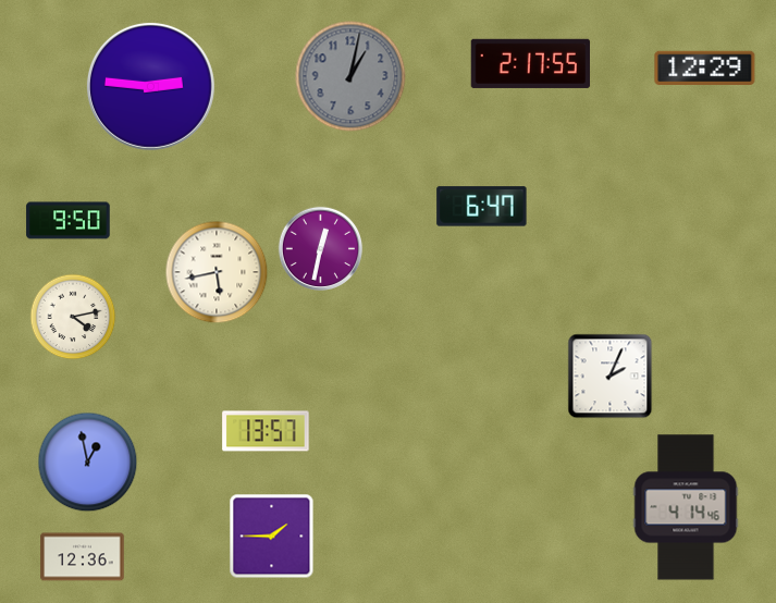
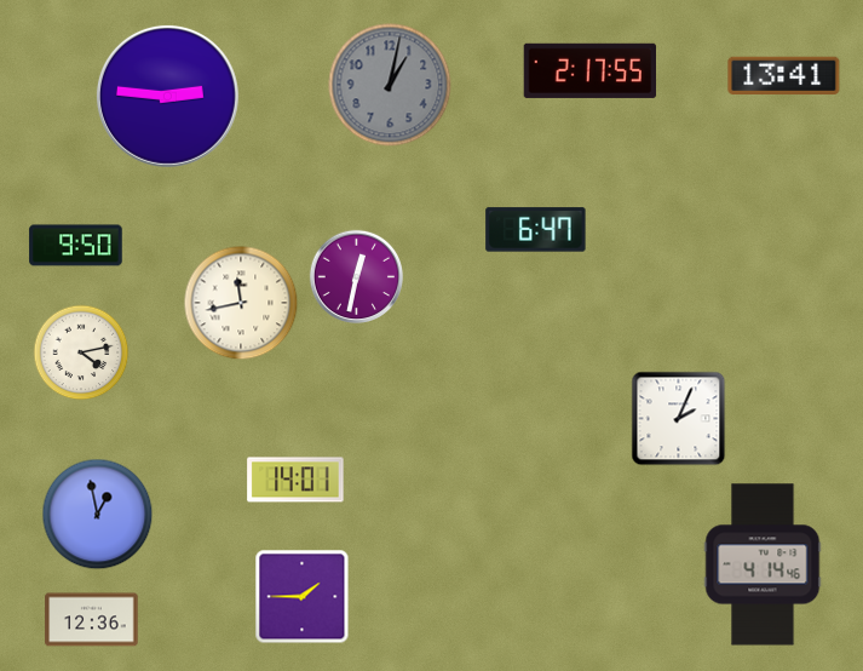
clock at (705, 69): 12:29 -> 13:41
clock at (217, 272): 5:43 -> 11:43
clock at (266, 431): 13:57 -> 14:01
